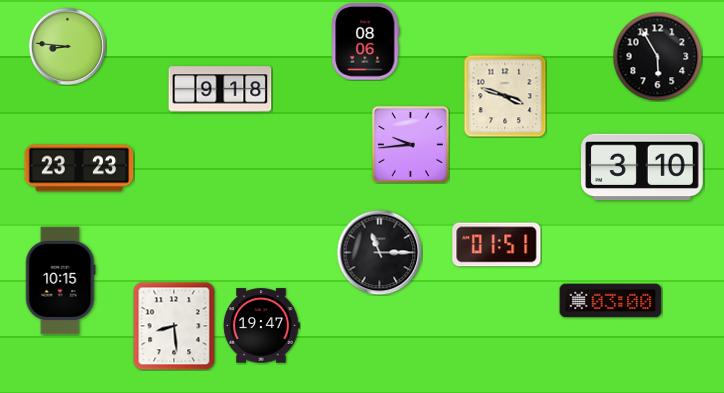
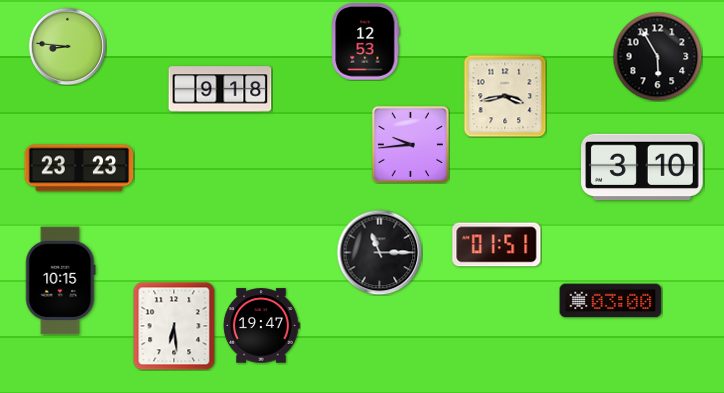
clock at (366, 42): 08:06 -> 12:53
clock at (505, 96): 3:48 -> 3:43
clock at (174, 326): 8:29 -> 6:29
